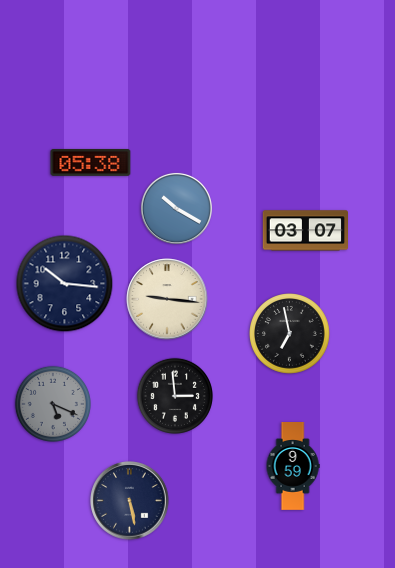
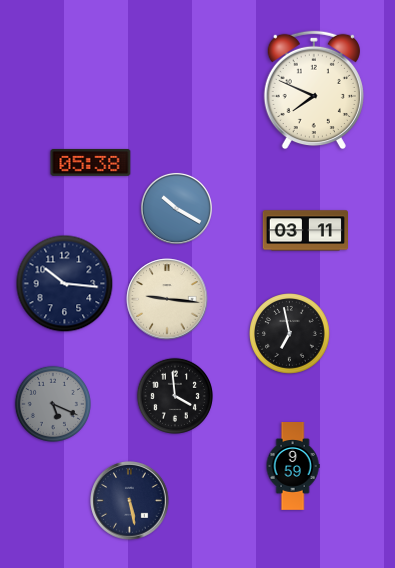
clock at (314, 90): none -> 7:49
clock at (305, 231): 03:07 -> 03:11
clock at (175, 396): 2:59 -> 3:59
